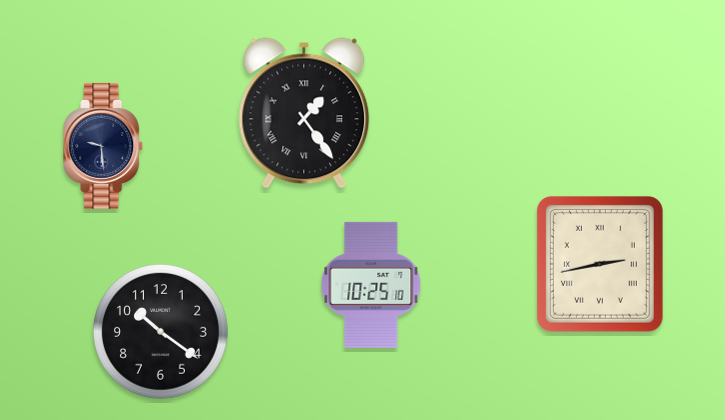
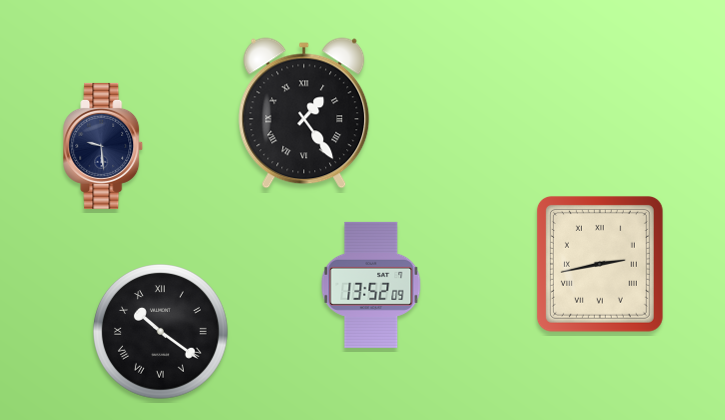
clock at (371, 285): 10:25 -> 13:52
clock at (161, 332) numerals: Arabic -> Roman
